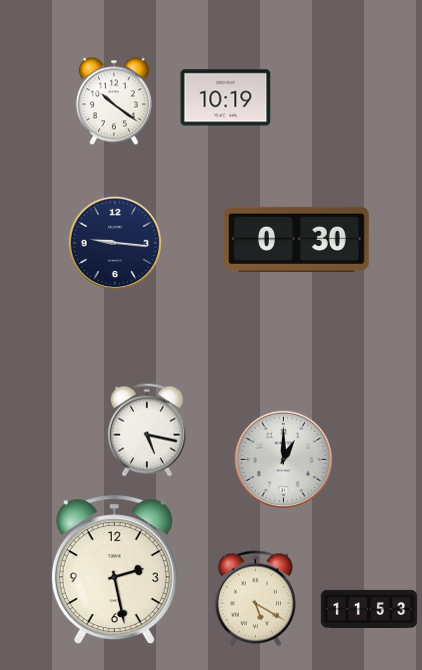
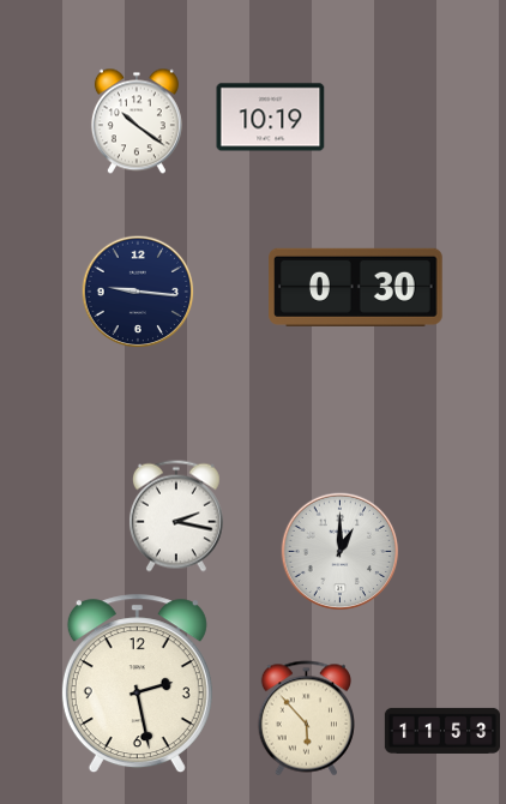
clock at (147, 430): 5:17 -> 2:17
clock at (255, 599): 5:20 -> 5:53
